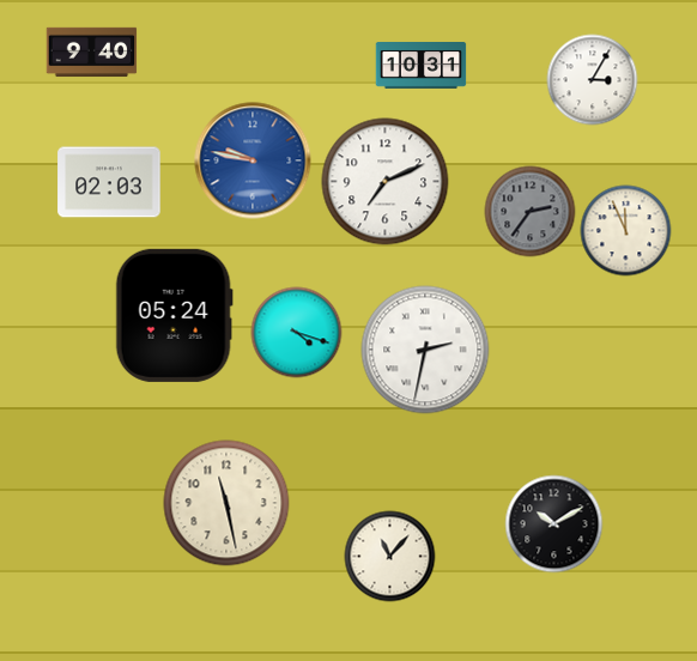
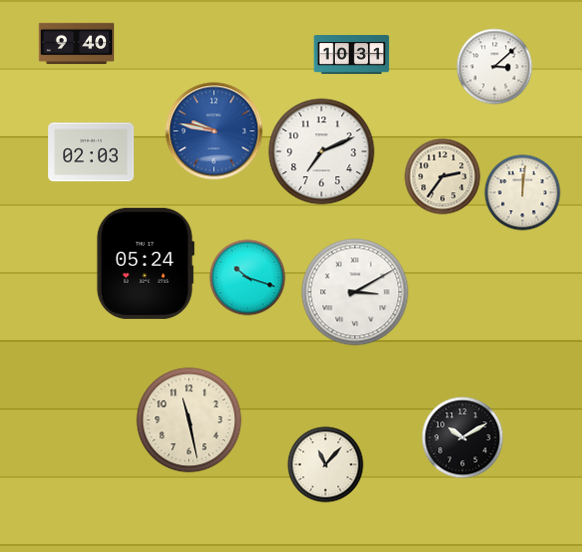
clock at (593, 80): 3:05 -> 3:08
clock at (253, 160) position: (253, 160) -> (214, 131)
clock at (531, 212) dial: grey -> cream
clock at (626, 231): 11:56 -> 12:01
clock at (297, 333): 4:18 -> 10:18
clock at (425, 350): 2:32 -> 3:10
